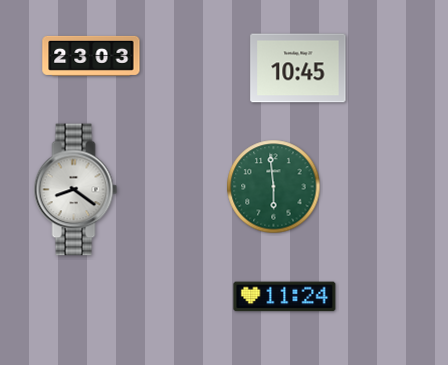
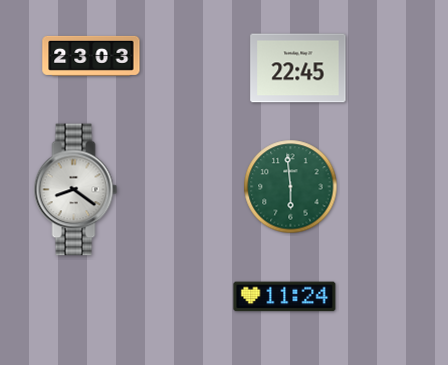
clock at (298, 68): 10:45 -> 22:45
clock at (274, 187) position: (274, 187) -> (291, 187)
